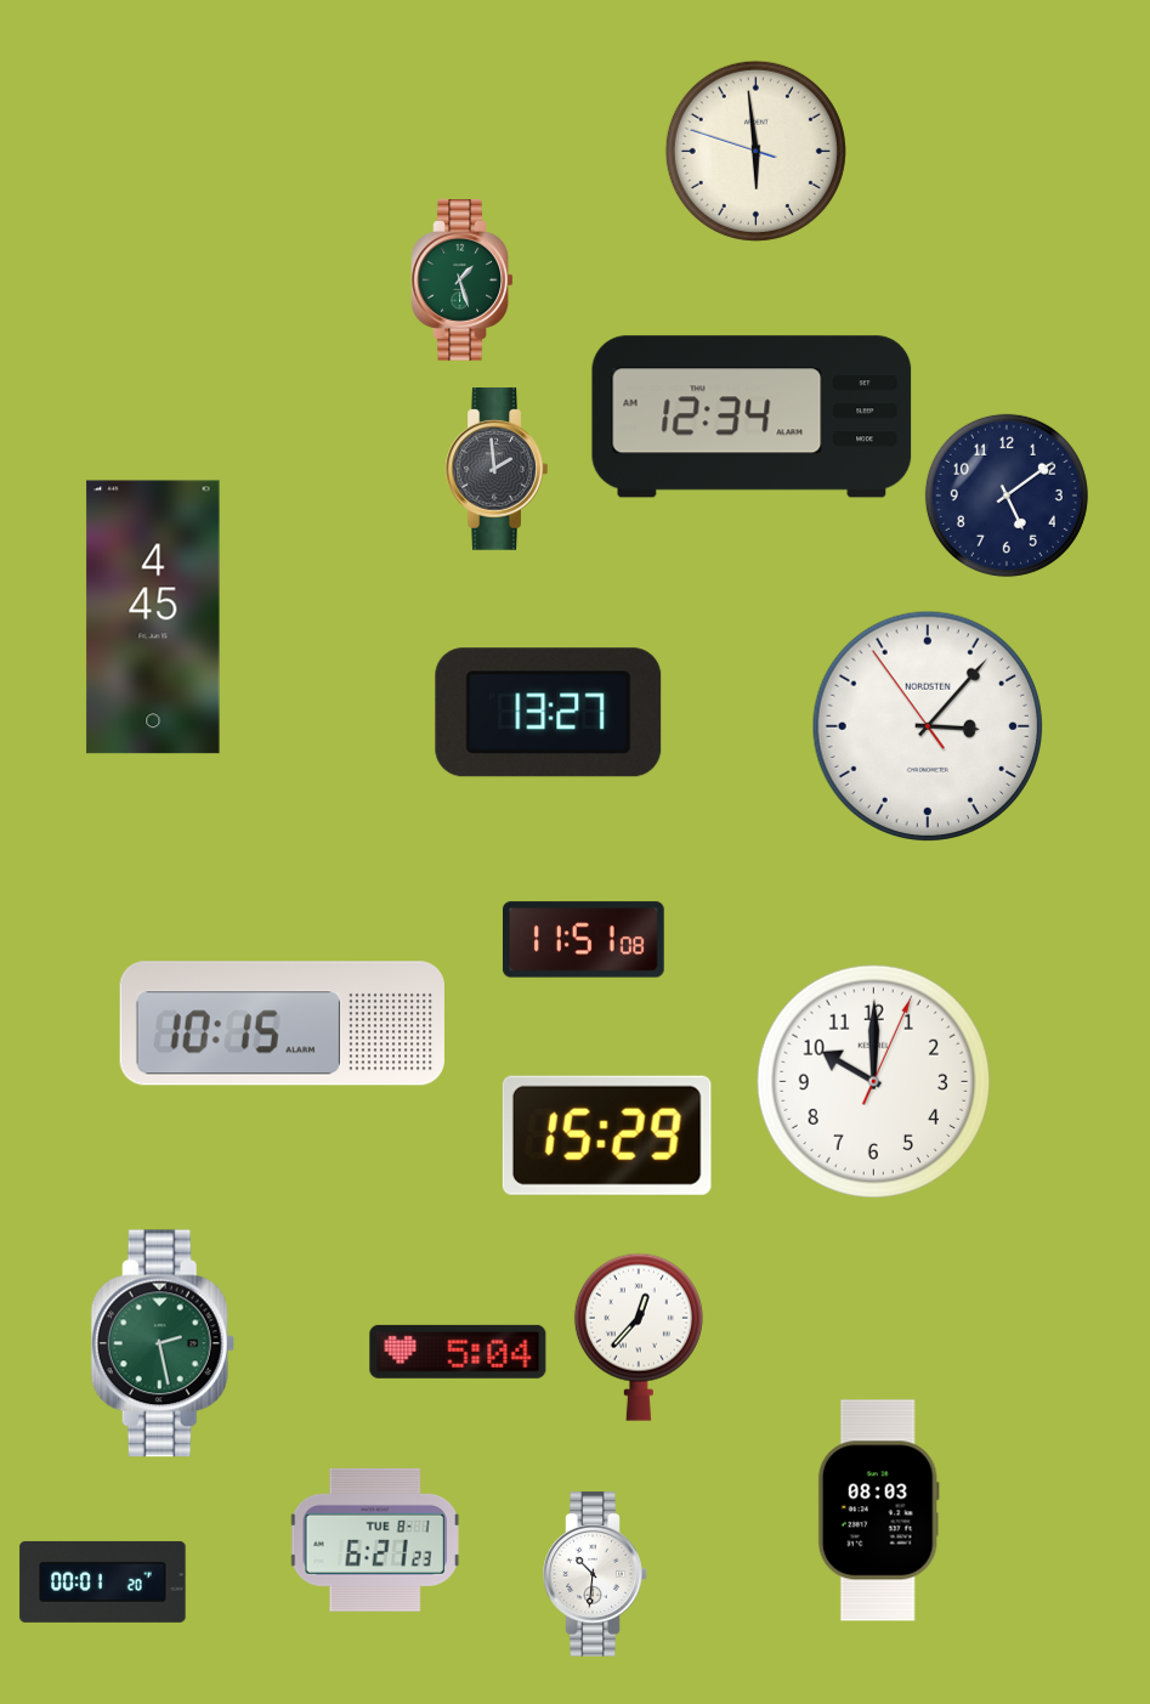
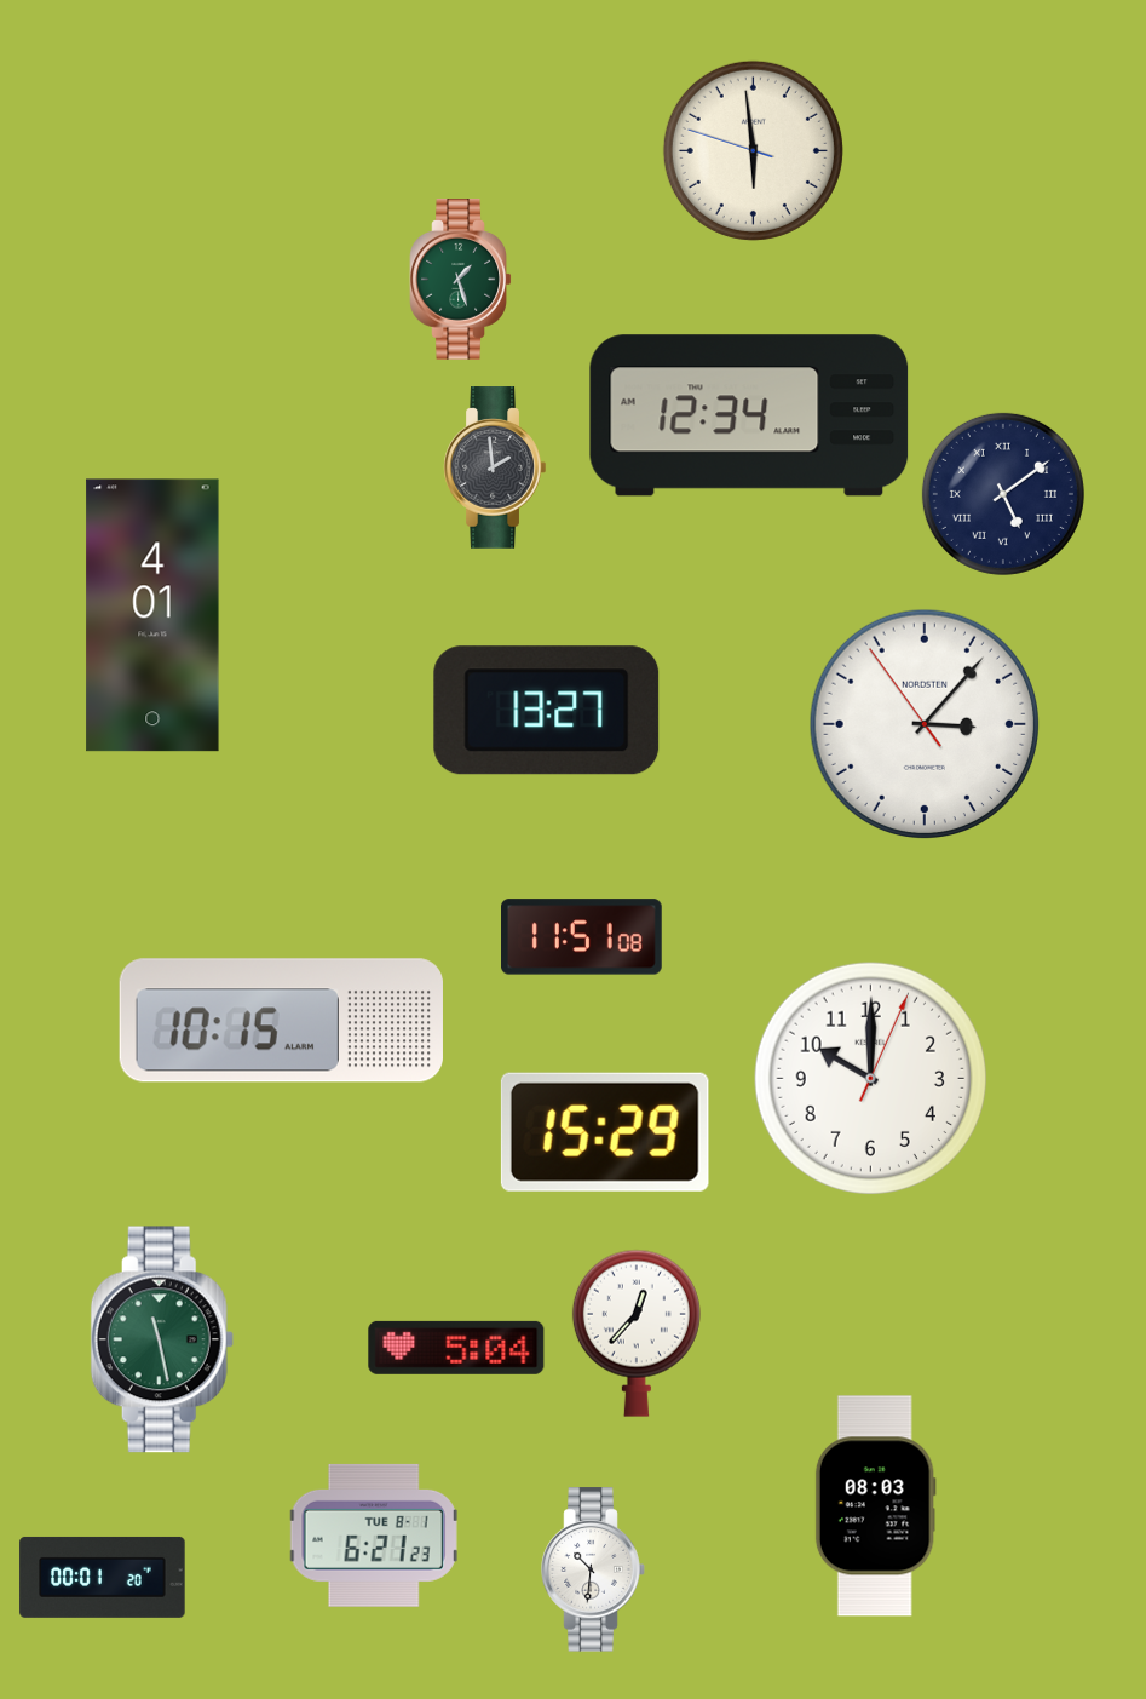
clock at (1007, 496) numerals: Arabic -> Roman
clock at (153, 617): 4:45 -> 4:01
clock at (163, 1343): 2:28 -> 11:28
